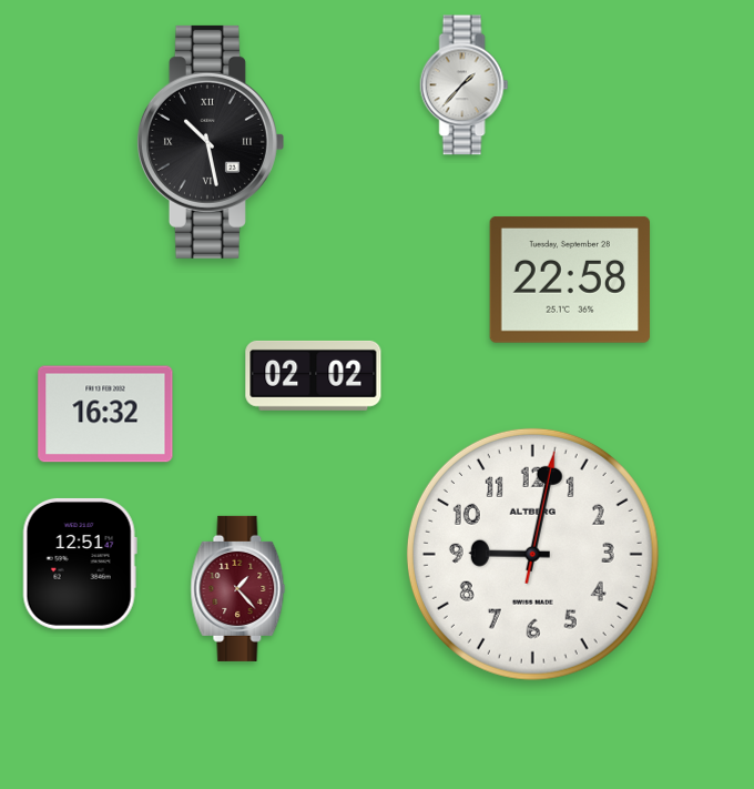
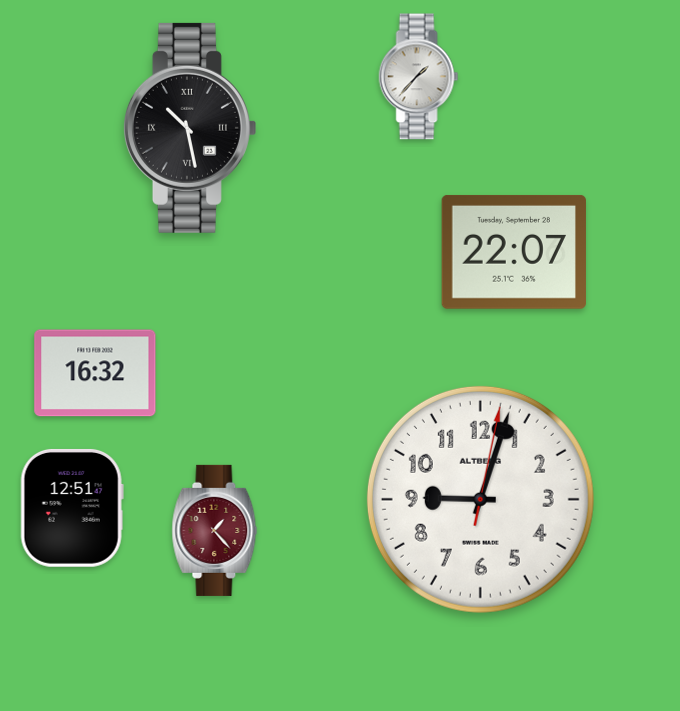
clock at (570, 280): 22:58 -> 22:07
clock at (314, 375): 02:02 -> none
clock at (532, 554): 9:02 -> 9:03
